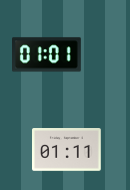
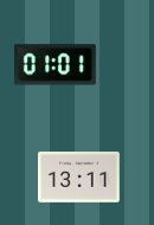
clock at (67, 150): 01:11 -> 13:11
